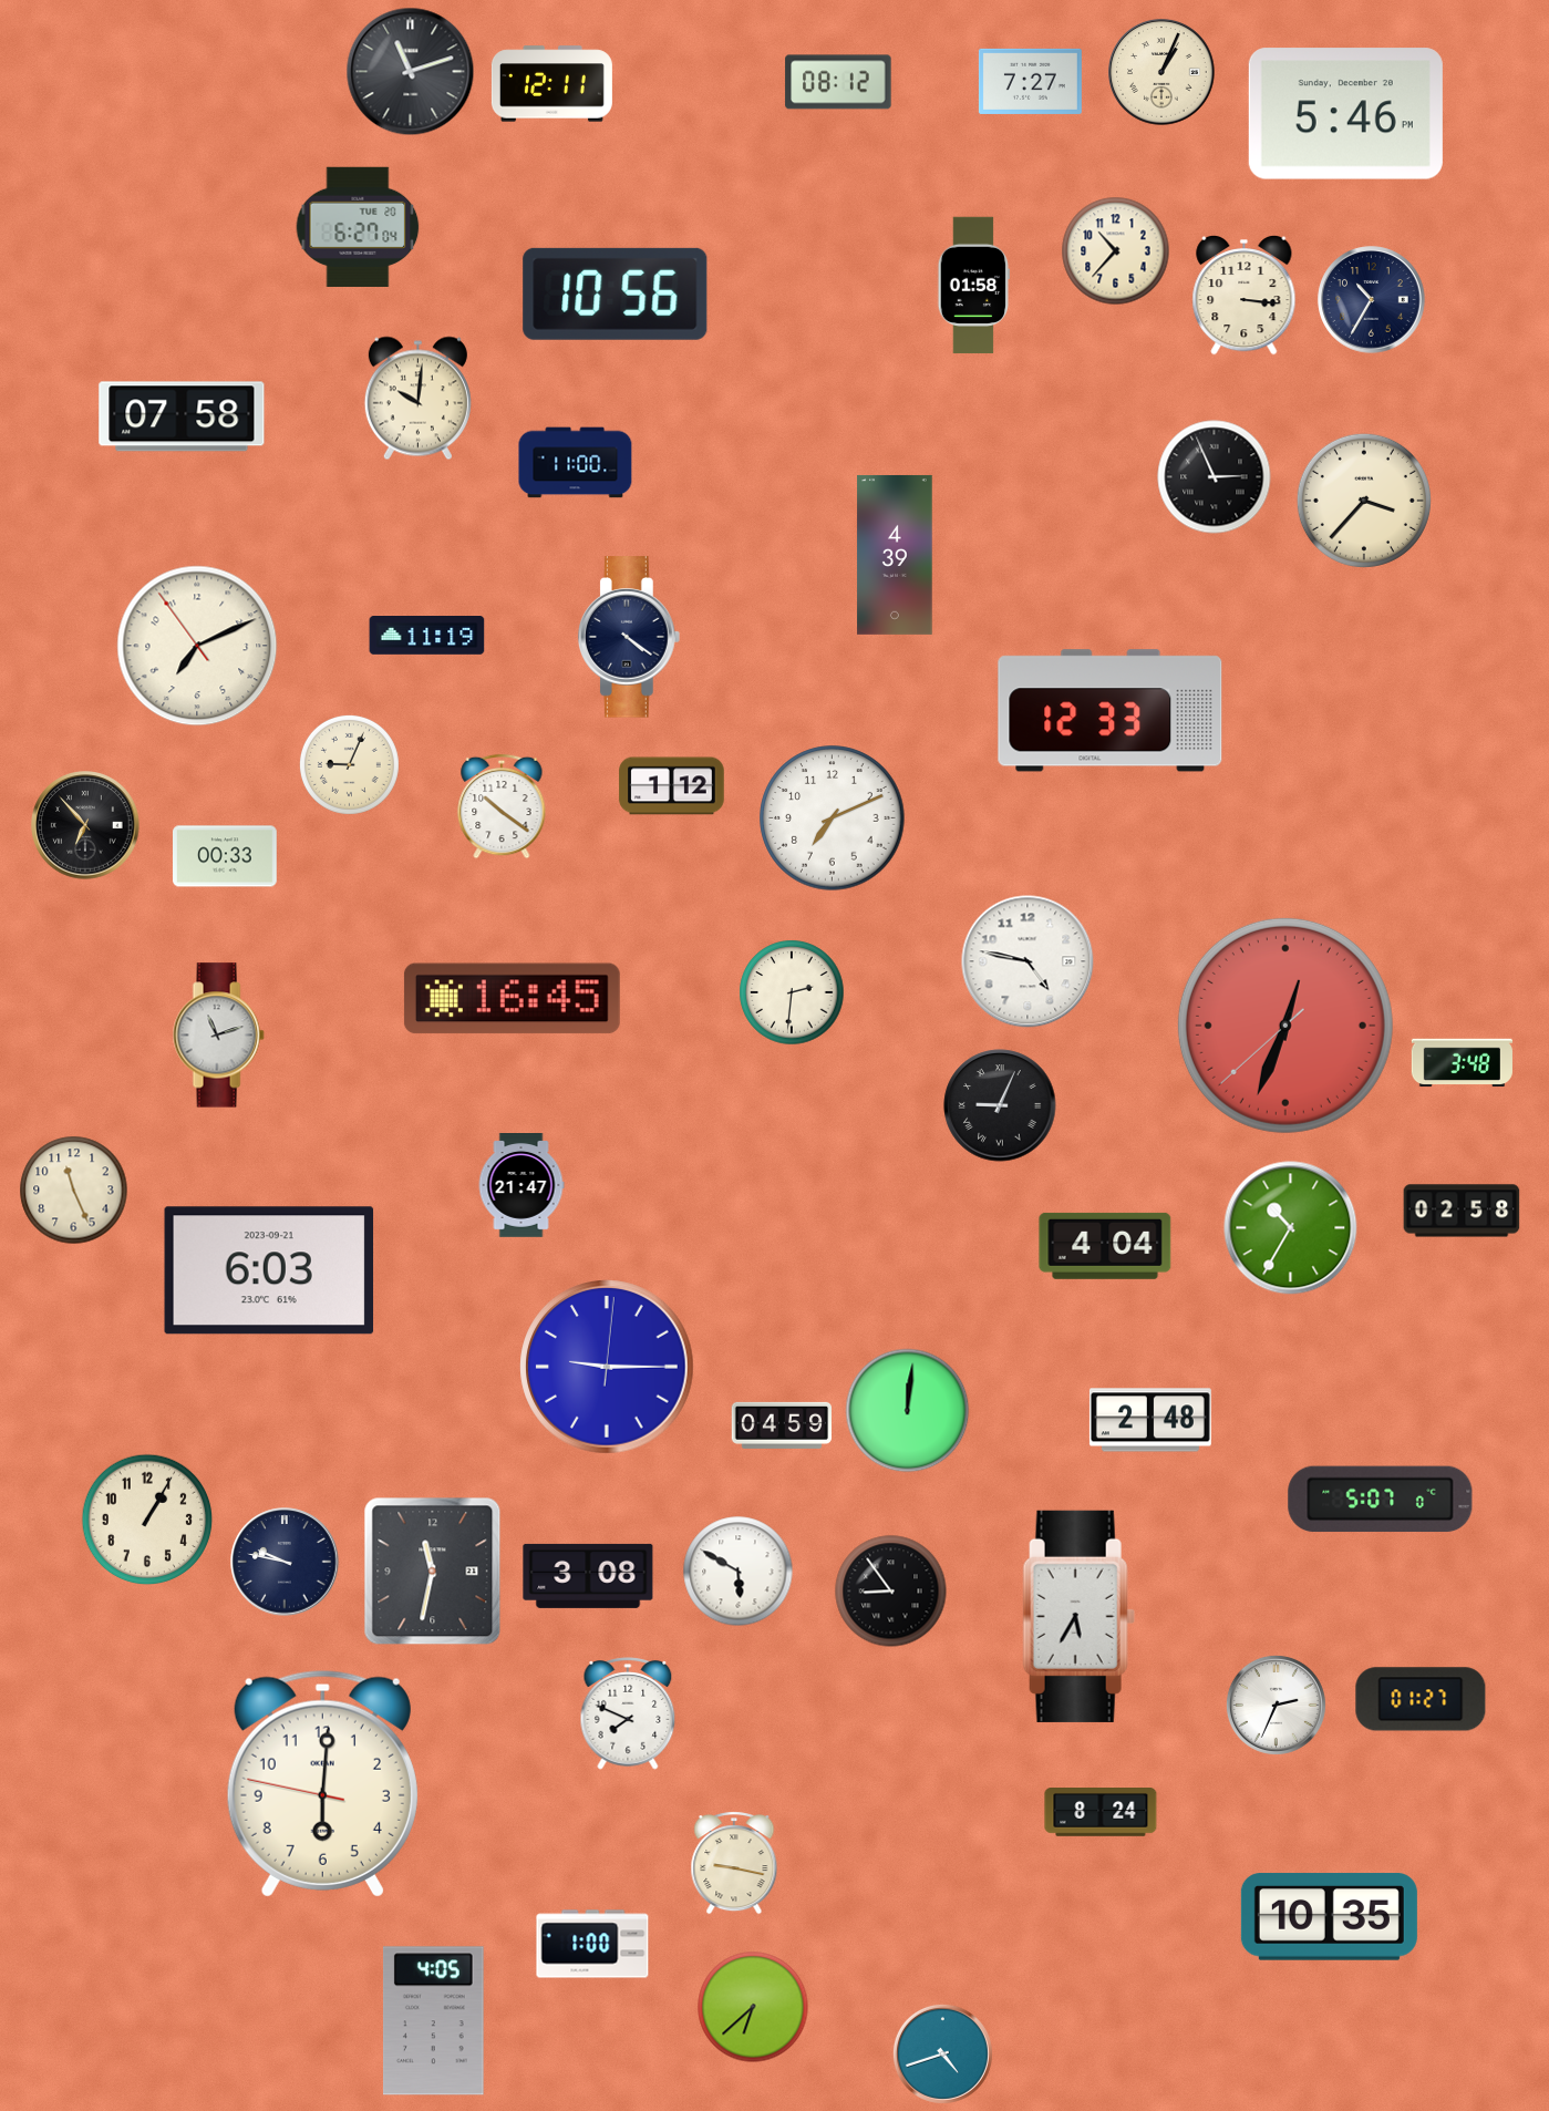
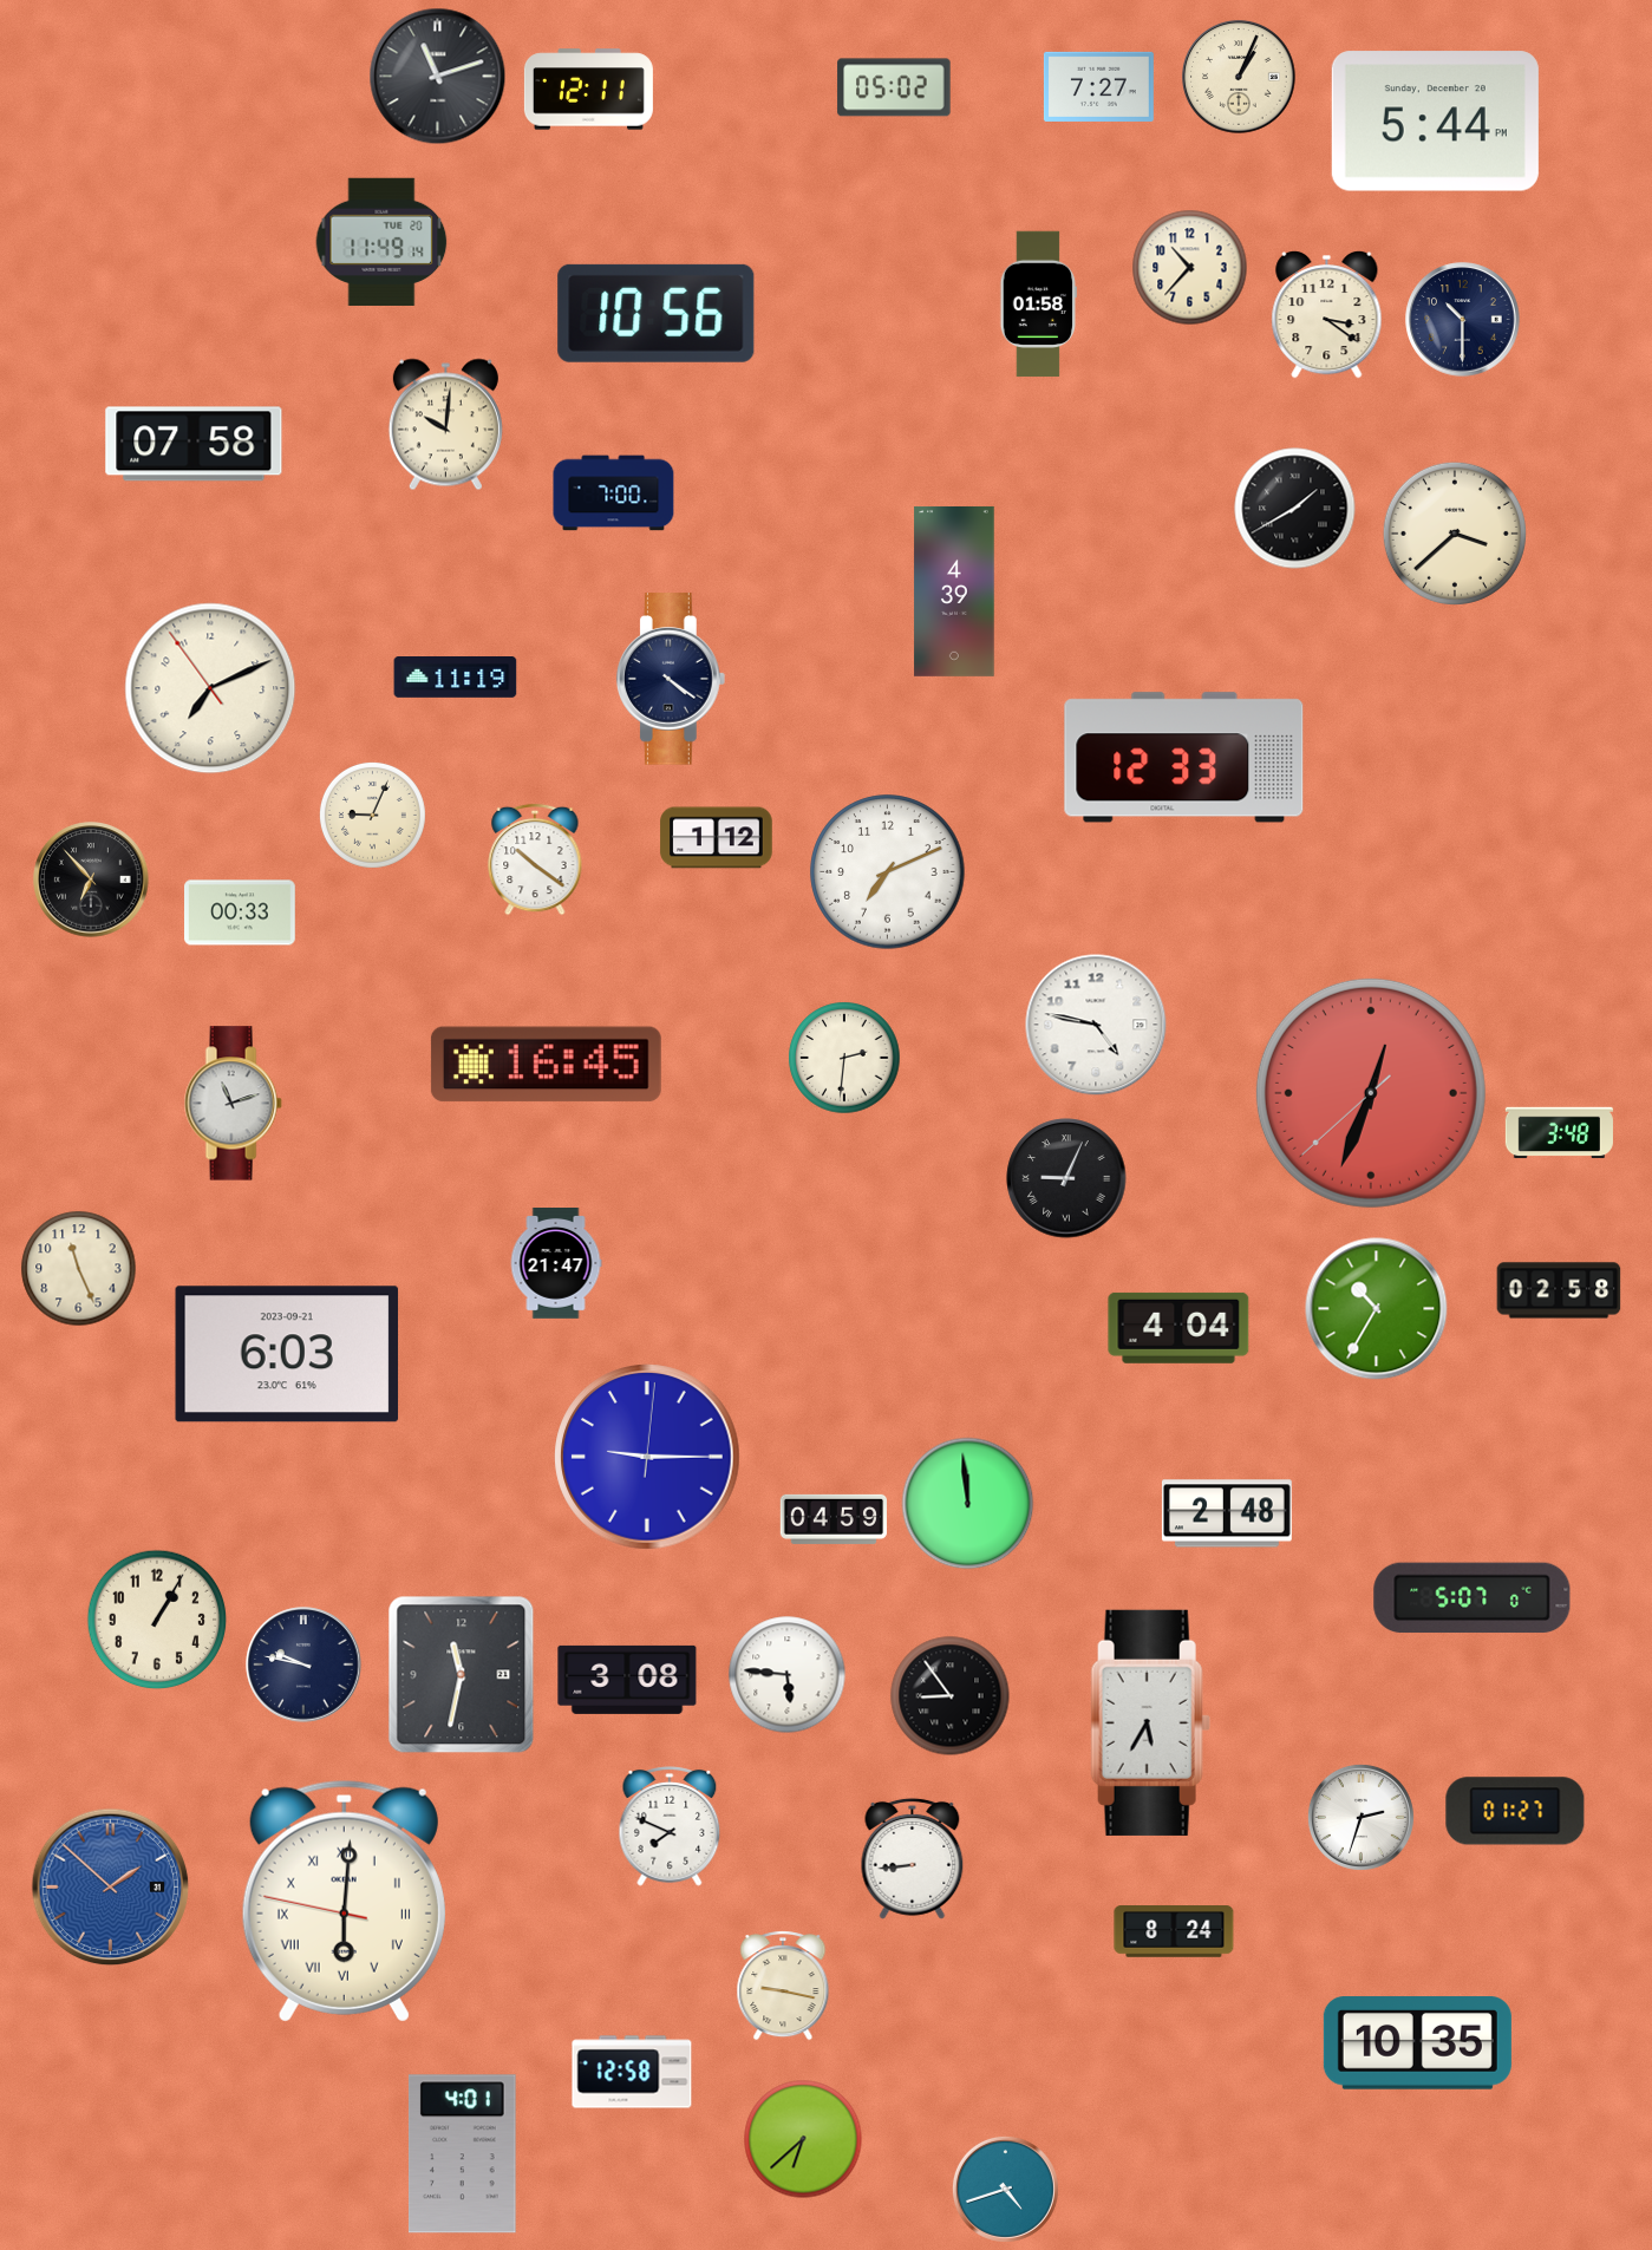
clock at (838, 82): 08:12 -> 05:02
clock at (1345, 114): 5:46 -> 5:44
clock at (358, 227): 6:27 -> 11:49
clock at (1245, 295): 3:16 -> 3:21
clock at (1372, 300): 10:35 -> 10:30
clock at (576, 463): 11:00 -> 7:00
clock at (1215, 477): 2:56 -> 1:40
clock at (1364, 501): 3:37 -> 3:38
clock at (908, 1411): 12:01 -> 11:59
clock at (739, 1572): 5:50 -> 5:46
clock at (1276, 1705): 2:34 -> 2:33
clock at (913, 1858): none -> 8:44
clock at (111, 1888): none -> 1:52
clock at (322, 1783) numerals: Arabic -> Roman
clock at (592, 1944): 1:00 -> 12:58
clock at (434, 2021): 4:05 -> 4:01
